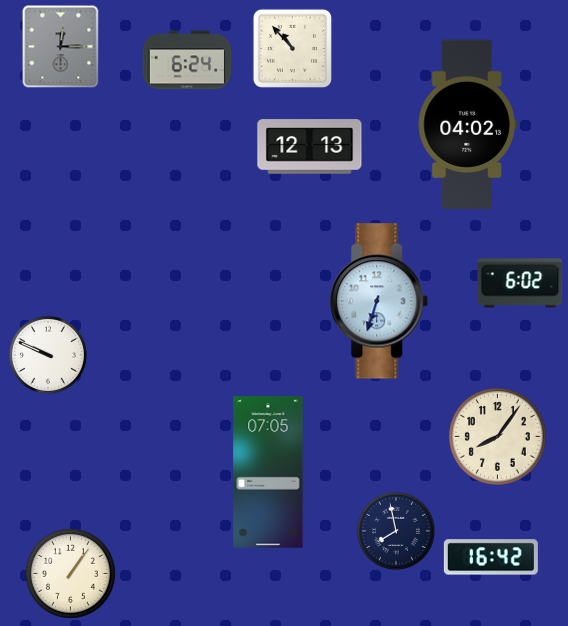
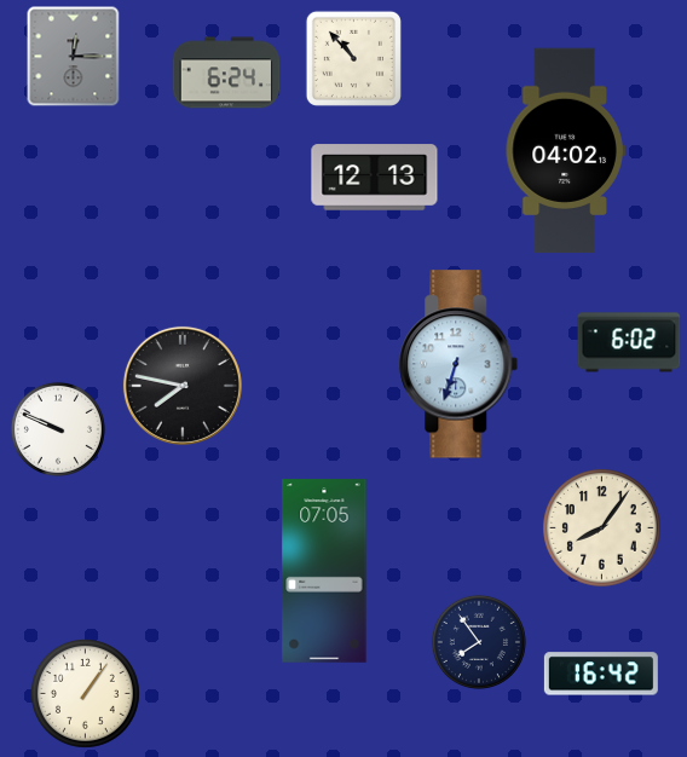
clock at (183, 386): none -> 7:47
clock at (396, 531): 7:58 -> 7:54
clock at (491, 557) position: (491, 557) -> (601, 674)
